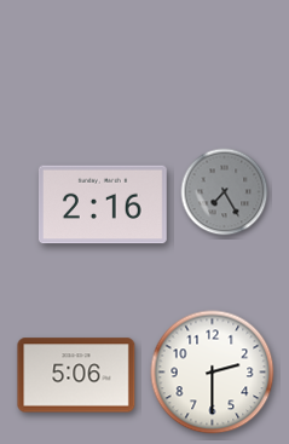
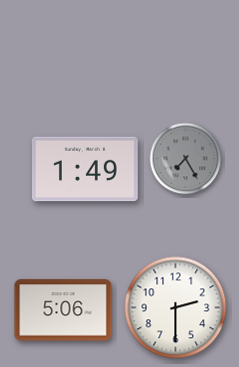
clock at (103, 204): 2:16 -> 1:49
